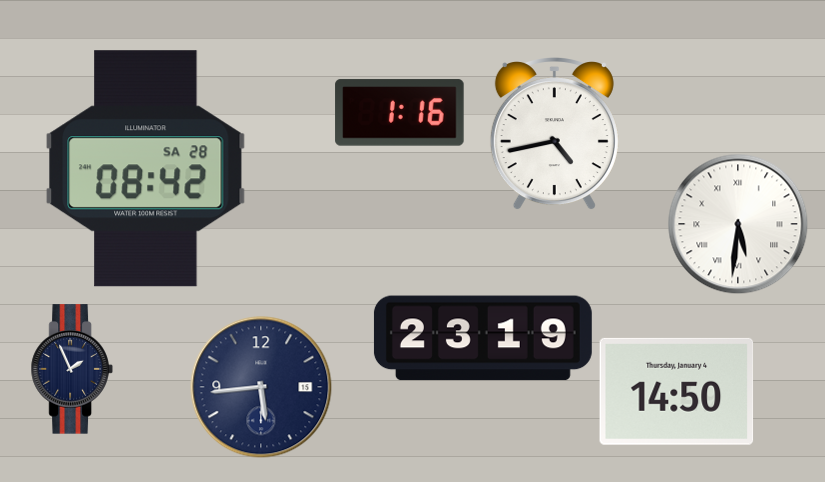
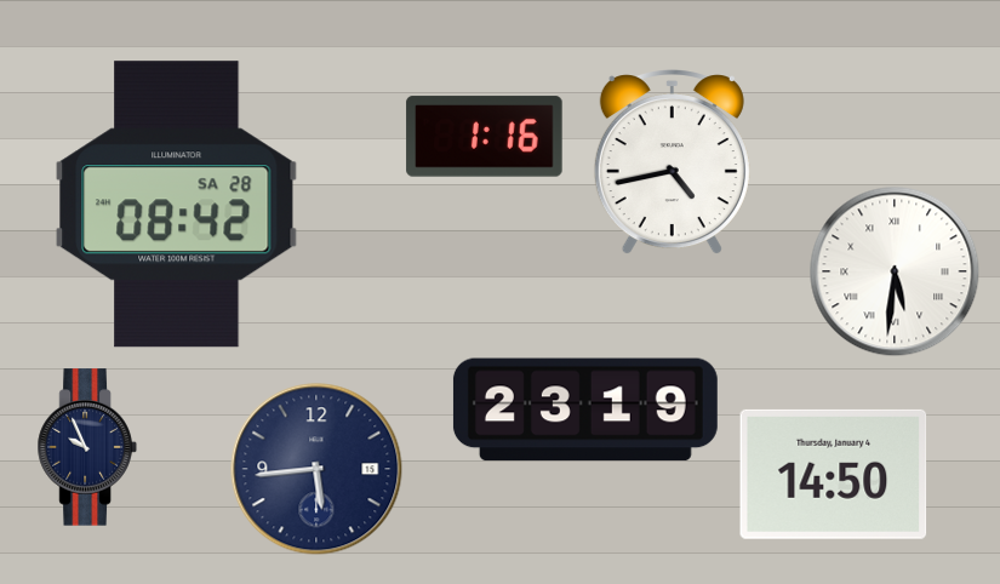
clock at (72, 369): 1:56 -> 9:56
clock at (677, 391) position: (677, 391) -> (834, 474)
